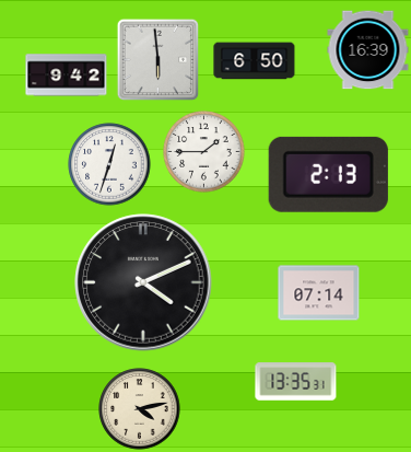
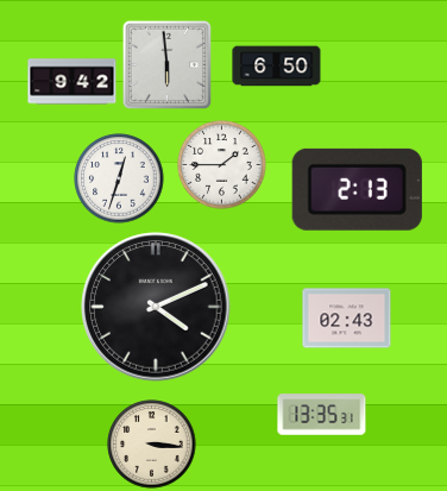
clock at (368, 50): 16:39 -> none
clock at (158, 60) position: (158, 60) -> (168, 65)
clock at (319, 293): 07:14 -> 02:43
clock at (140, 409): 4:13 -> 3:16
